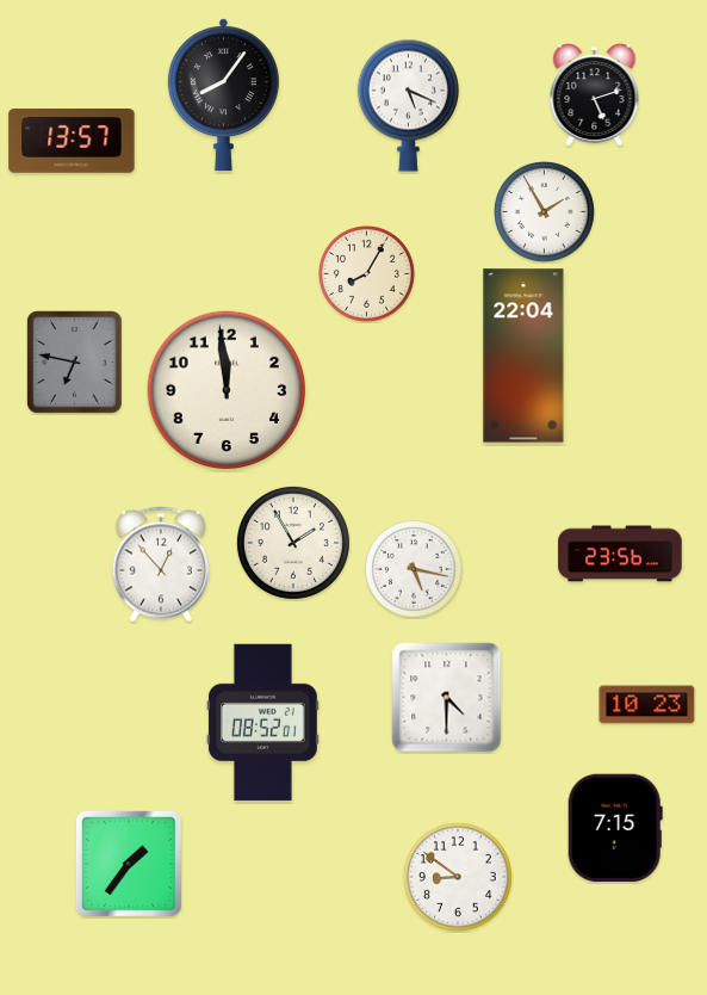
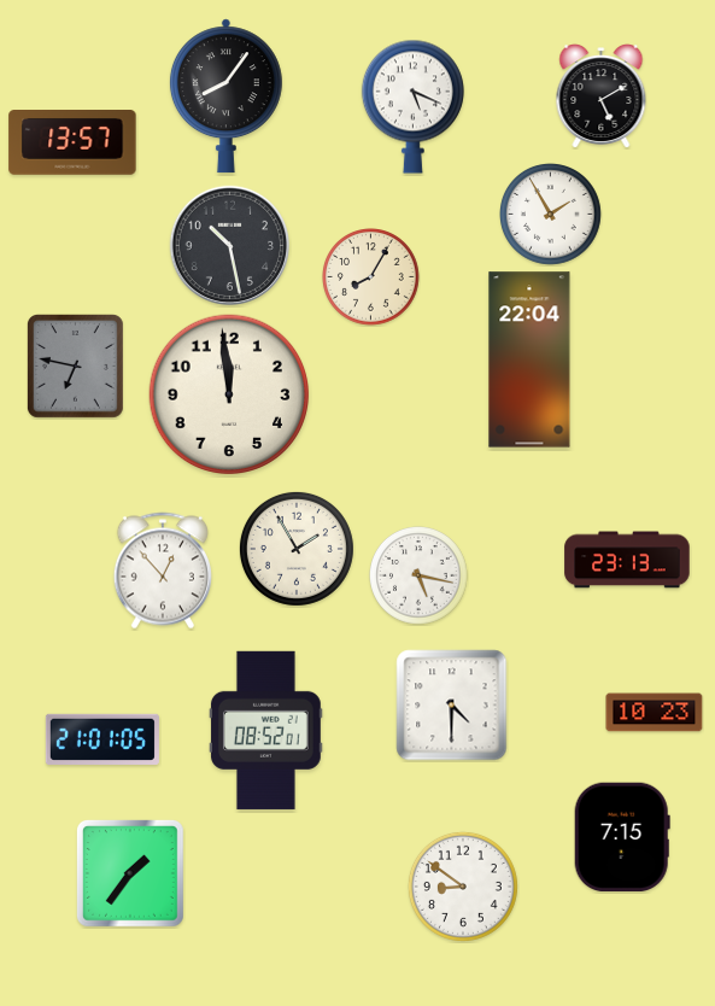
clock at (595, 95): 5:12 -> 5:10
clock at (229, 245): none -> 10:28
clock at (620, 554): 23:56 -> 23:13
clock at (102, 739): none -> 21:01
